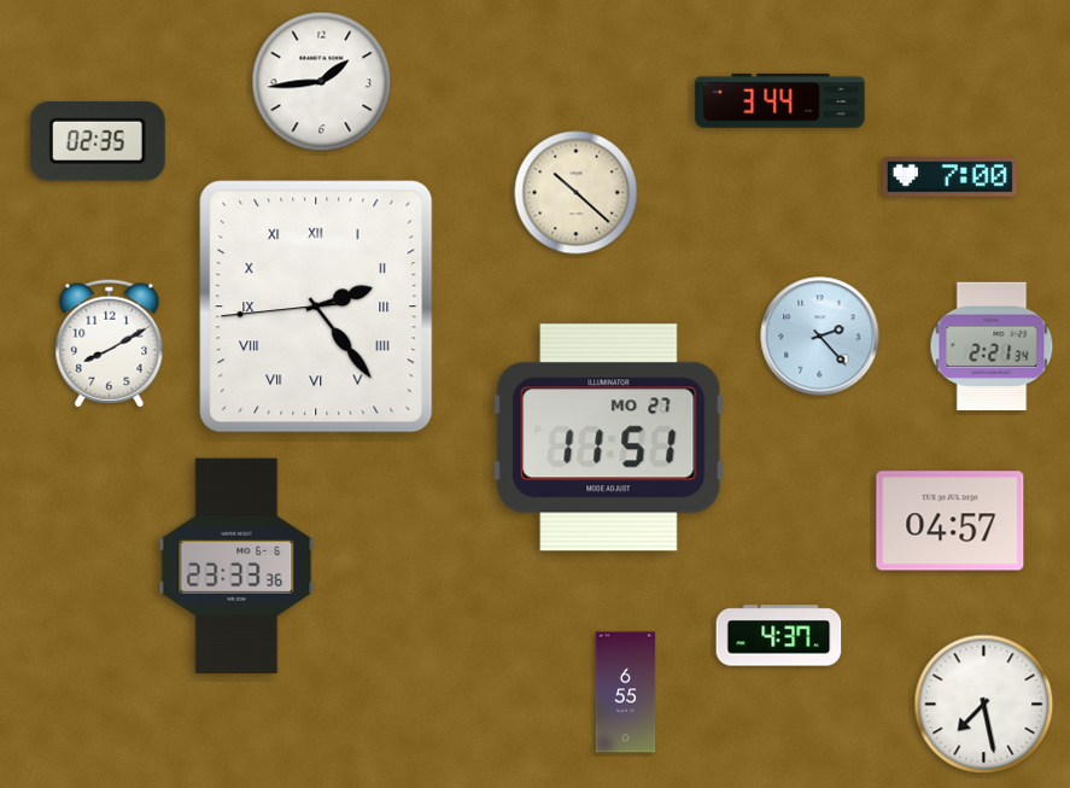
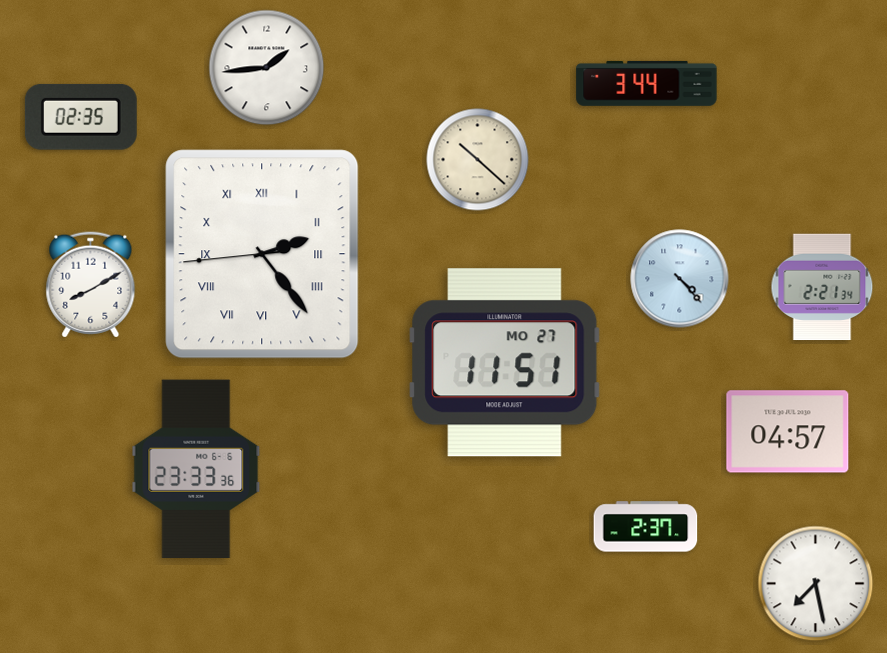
clock at (949, 177): 7:00 -> none
clock at (820, 337): 2:23 -> 4:23
clock at (779, 636): 4:37 -> 2:37
clock at (626, 693): 6:55 -> none
